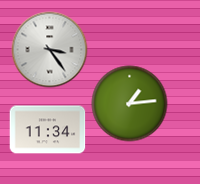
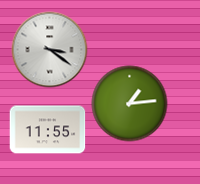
clock at (50, 50): 3:24 -> 3:21
clock at (48, 130): 11:34 -> 11:55
